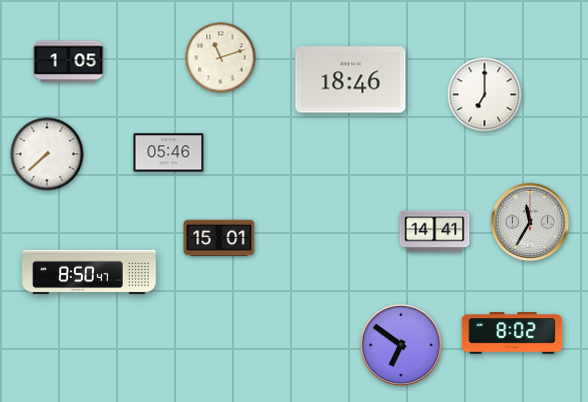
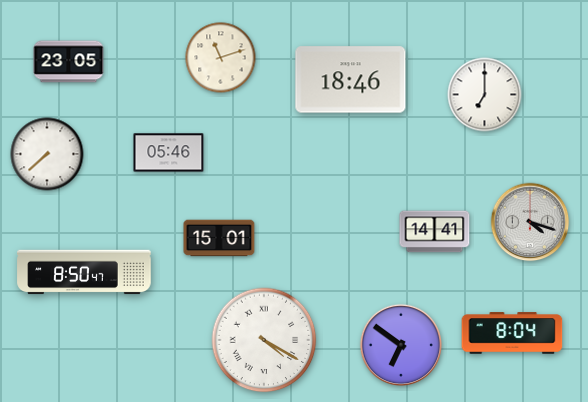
clock at (69, 62): 1:05 -> 23:05
clock at (530, 222): 11:35 -> 4:18
clock at (89, 272) position: (89, 272) -> (84, 272)
clock at (512, 333): 8:02 -> 8:04
clock at (264, 340): none -> 4:20
